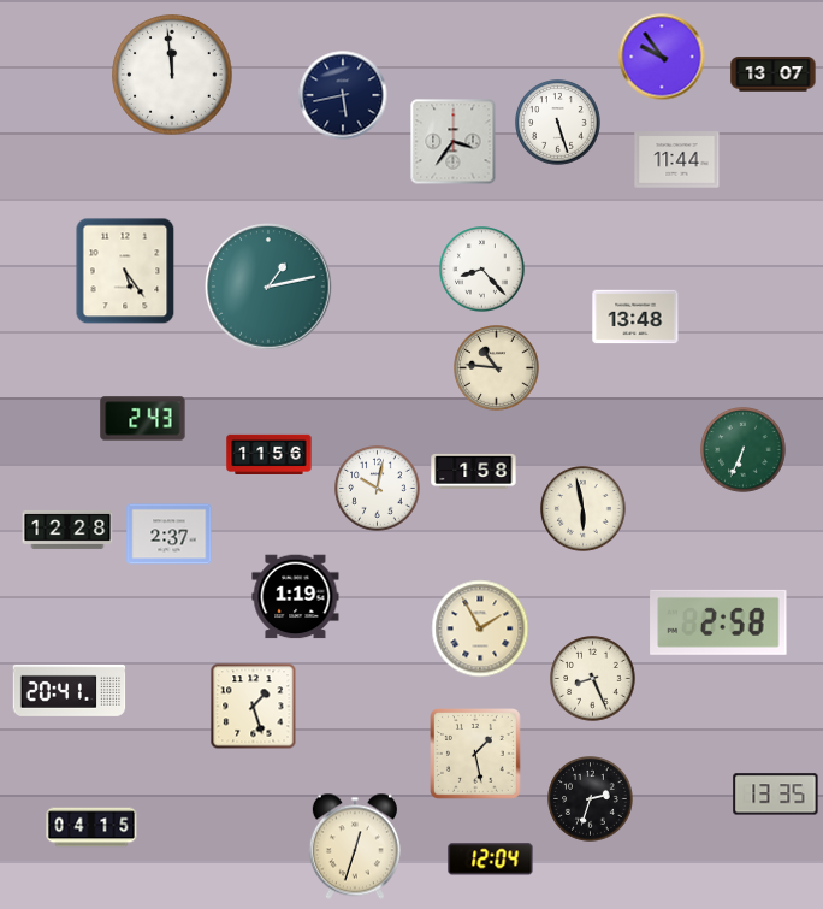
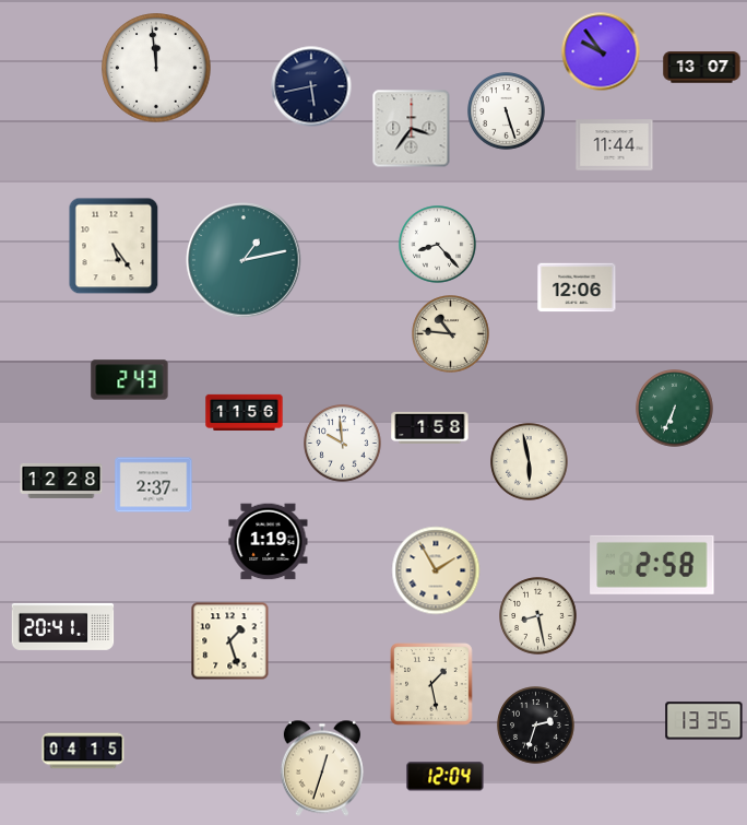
clock at (635, 317): 13:48 -> 12:06
clock at (378, 489): 10:02 -> 9:59
clock at (593, 679): 8:26 -> 8:28
clock at (491, 860) position: (491, 860) -> (446, 777)
